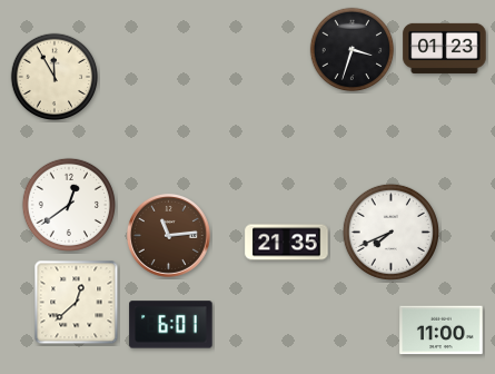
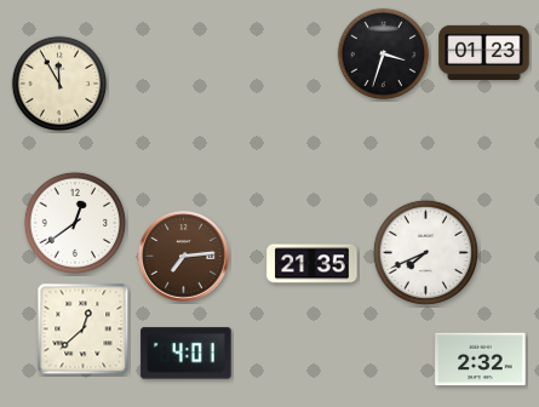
clock at (168, 235): 11:14 -> 7:14
clock at (171, 325): 6:01 -> 4:01
clock at (442, 331): 11:00 -> 2:32
